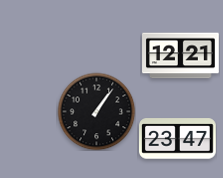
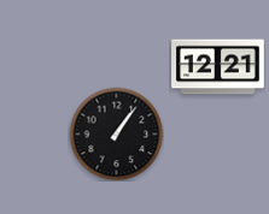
clock at (178, 139): 23:47 -> none
